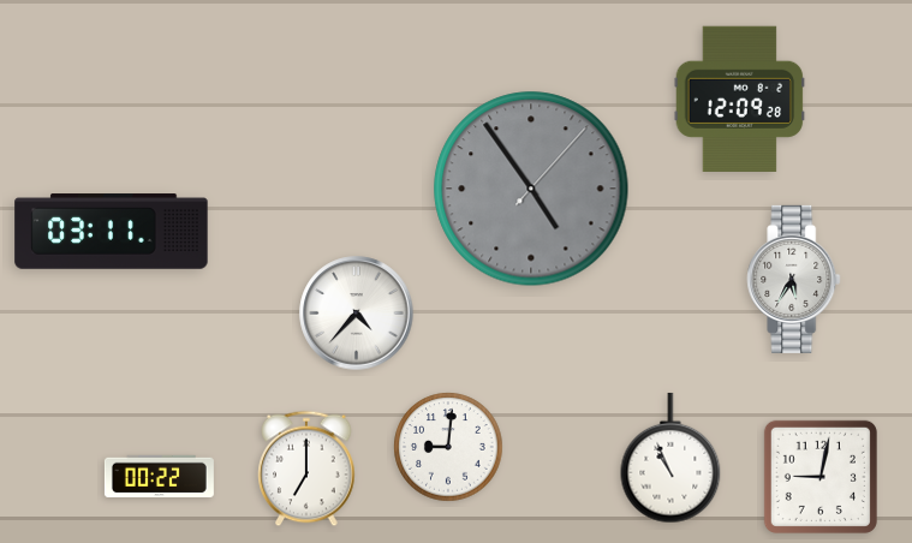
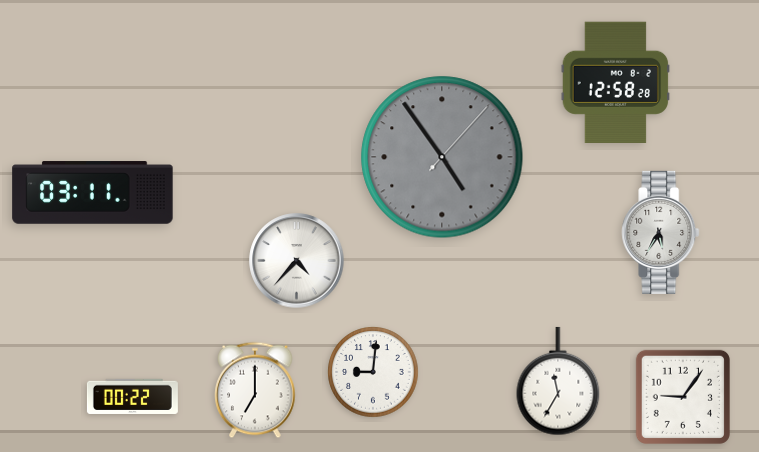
clock at (740, 99): 12:09 -> 12:58
clock at (670, 458): 10:56 -> 11:35
clock at (821, 477): 9:02 -> 9:06
